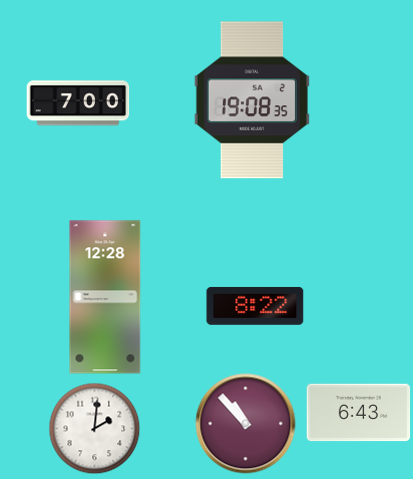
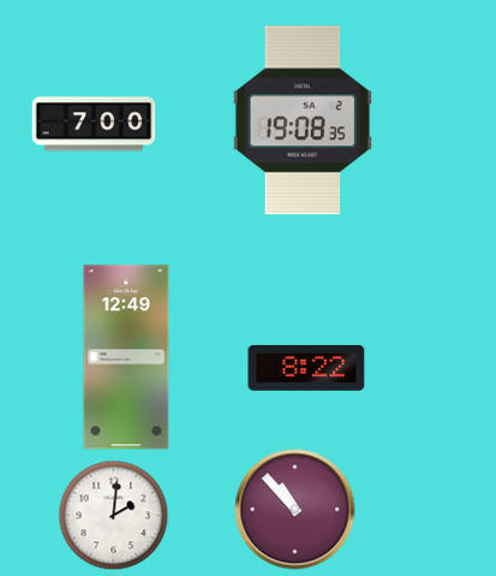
clock at (105, 297): 12:28 -> 12:49
clock at (359, 413): 6:43 -> none
